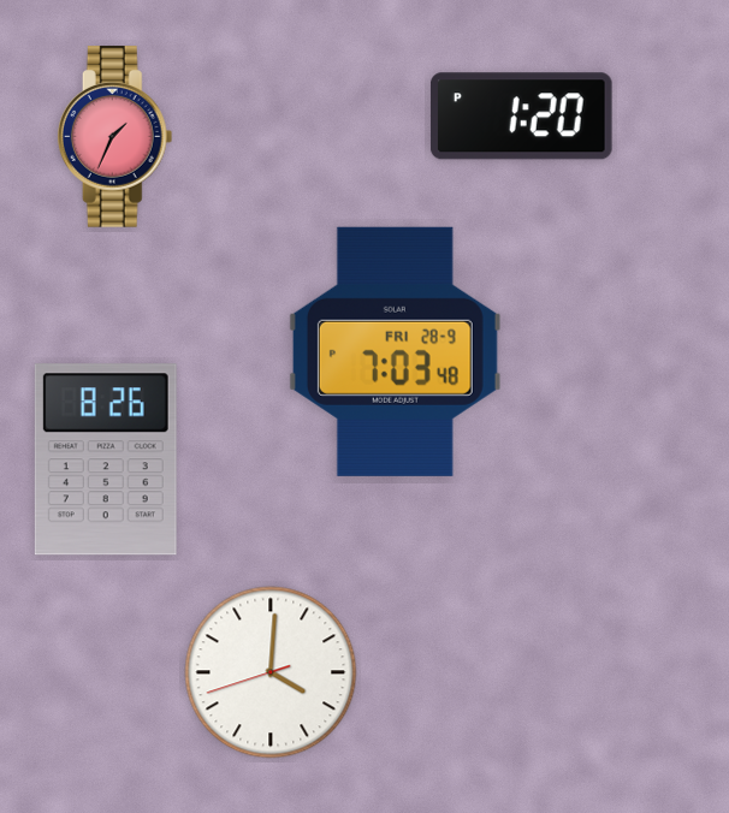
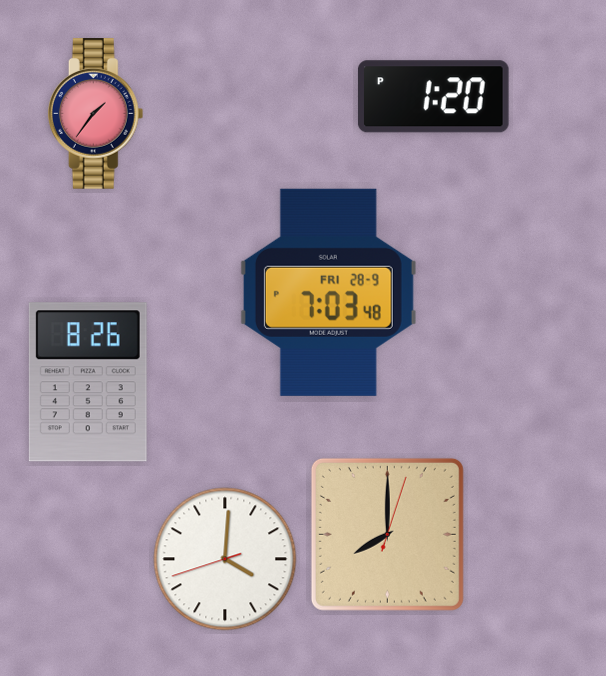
clock at (115, 137): 1:34 -> 1:36
clock at (387, 534): none -> 8:00
